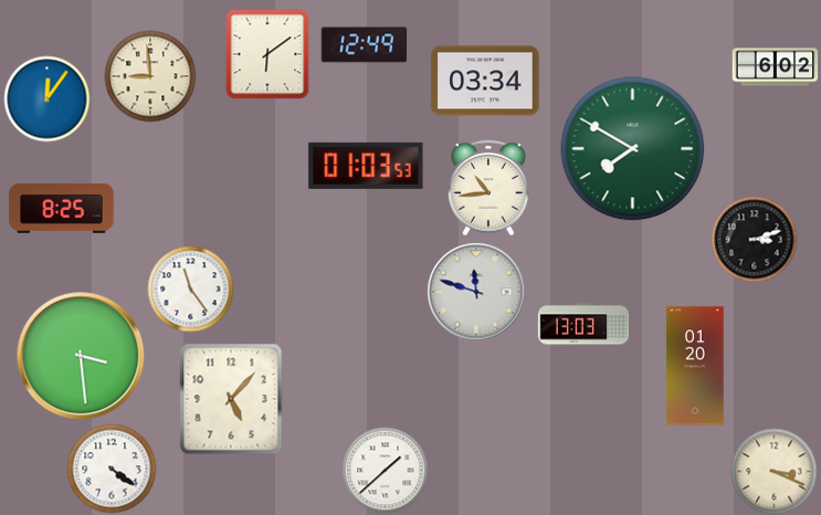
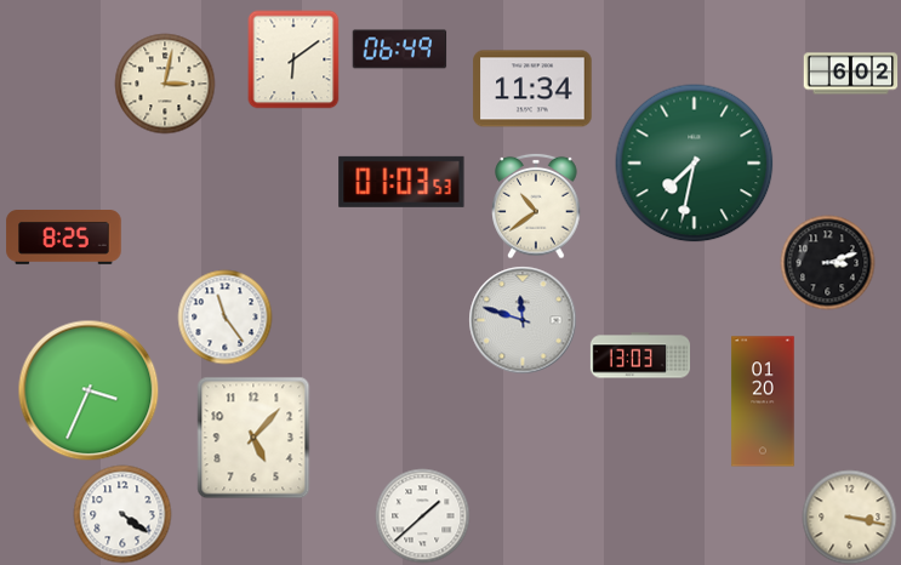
clock at (364, 45): 12:49 -> 06:49
clock at (150, 76): 8:59 -> 3:02
clock at (485, 81): 03:34 -> 11:34
clock at (46, 98): 12:06 -> none
clock at (633, 149): 7:50 -> 7:32
clock at (488, 188): 10:44 -> 10:39
clock at (62, 209) position: (62, 209) -> (64, 238)
clock at (190, 288) position: (190, 288) -> (224, 316)
clock at (81, 356): 3:29 -> 3:34
clock at (773, 471): 3:19 -> 3:17
